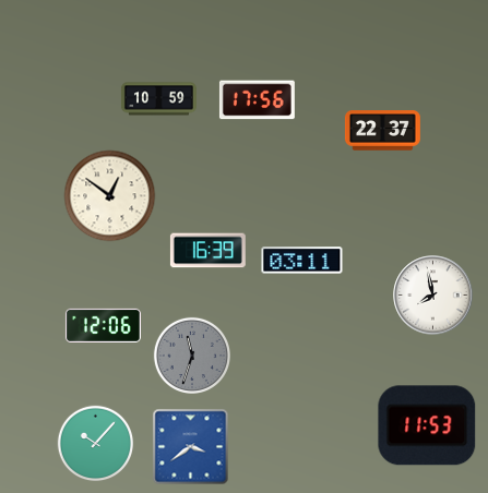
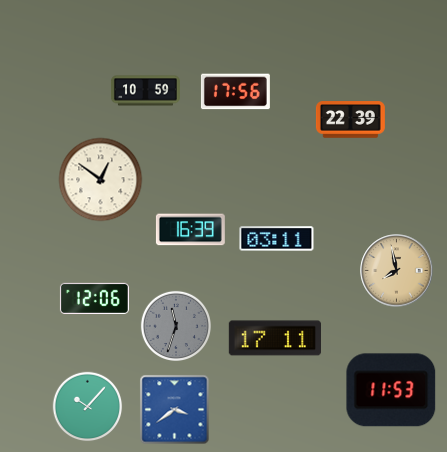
clock at (382, 131): 22:37 -> 22:39
clock at (433, 296) dial: white -> champagne
clock at (274, 338): none -> 17:11
